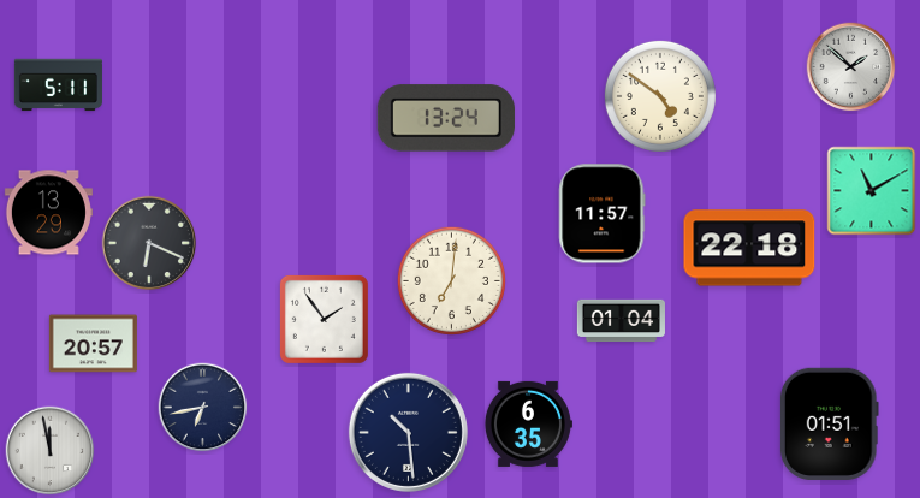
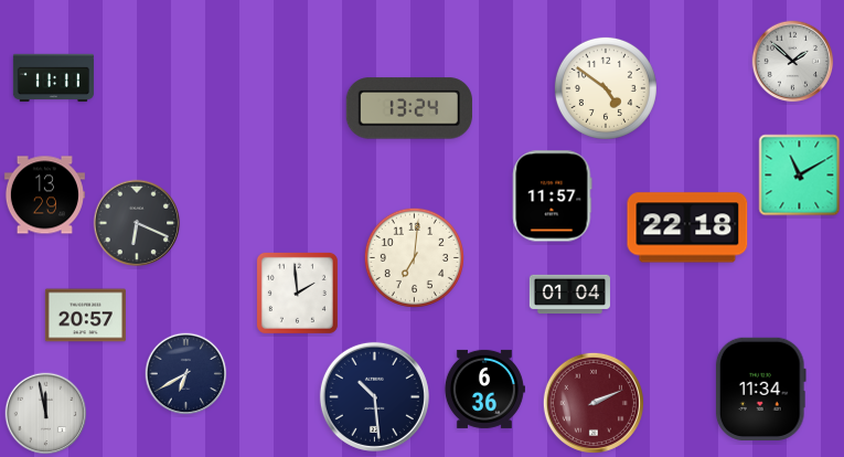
clock at (851, 67) position: (851, 67) -> (793, 62)
clock at (58, 85): 5:11 -> 11:11
clock at (324, 319): 1:54 -> 1:59
clock at (203, 408): 6:43 -> 6:40
clock at (528, 423): 6:35 -> 6:36
clock at (829, 423): 01:51 -> 11:34
clock at (594, 403): none -> 2:11
